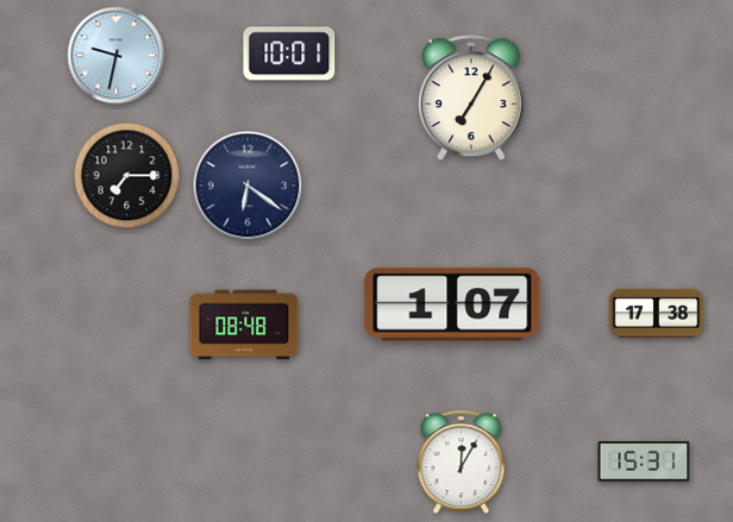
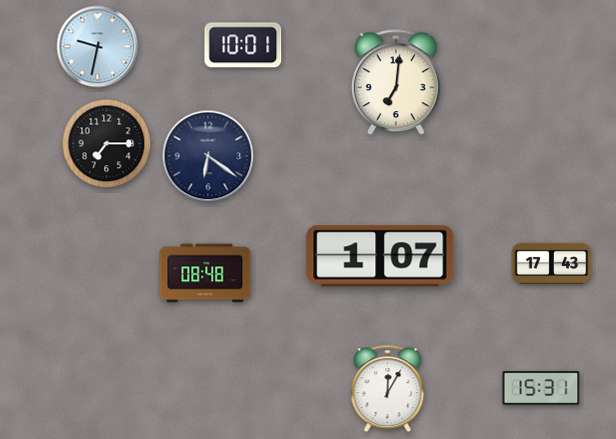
clock at (472, 99): 7:05 -> 7:01
clock at (127, 176) position: (127, 176) -> (107, 144)
clock at (657, 313): 17:38 -> 17:43
